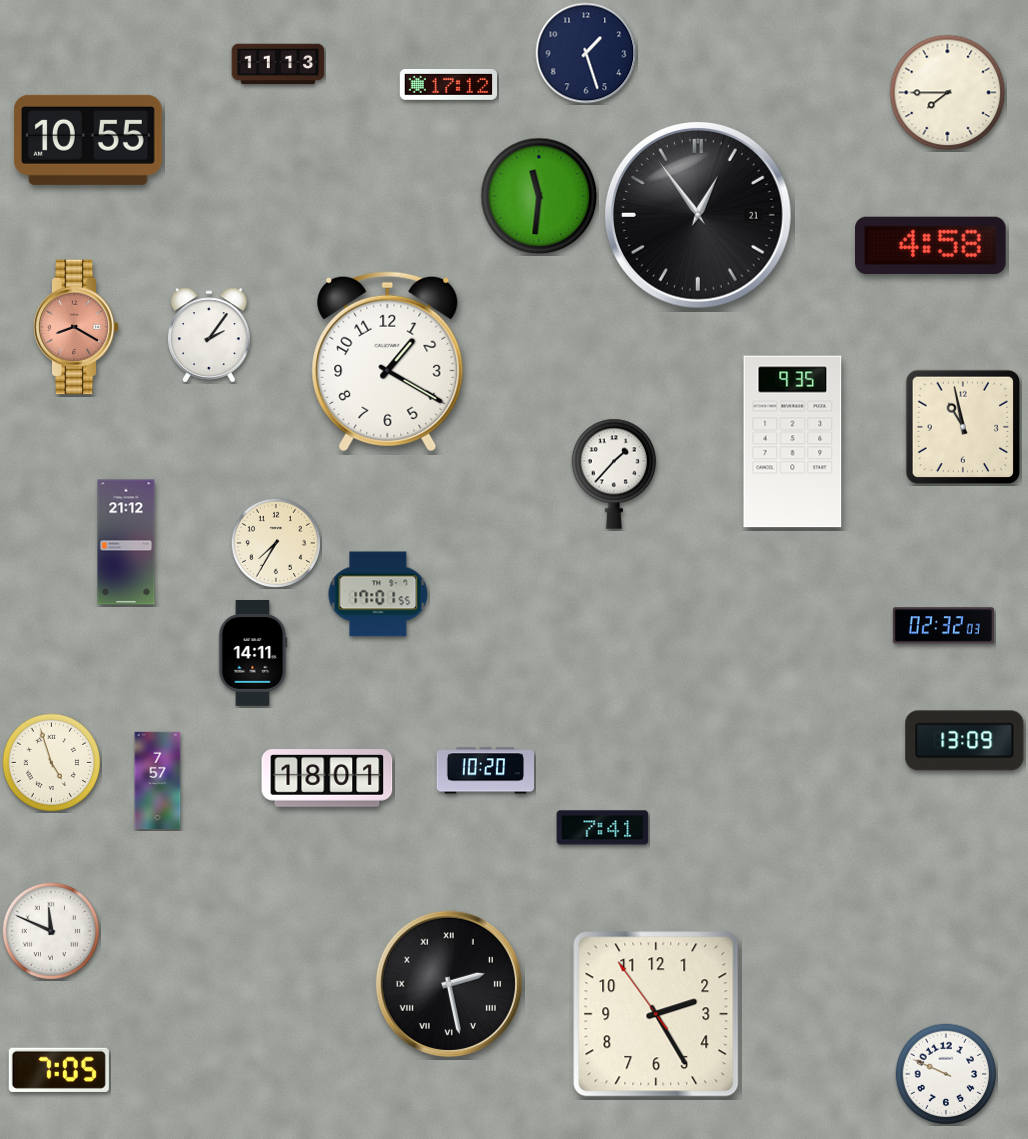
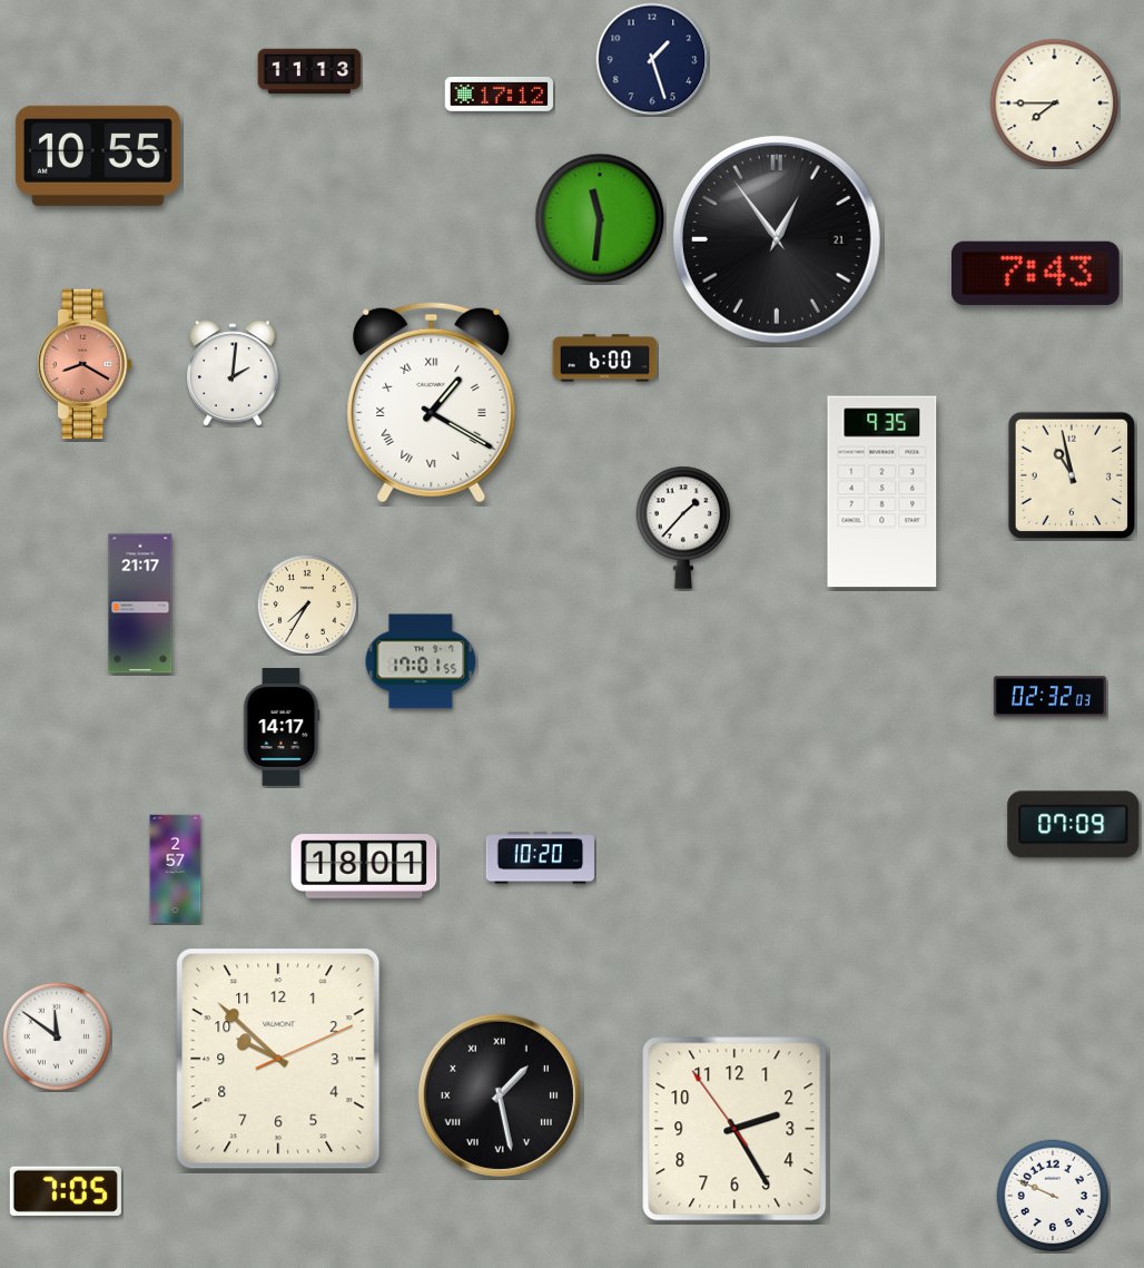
clock at (931, 245): 4:58 -> 7:43
clock at (605, 358): none -> 6:00
clock at (209, 335): 2:06 -> 2:01
clock at (388, 361) numerals: Arabic -> Roman
clock at (126, 542): 21:12 -> 21:17
clock at (253, 654): 14:11 -> 14:17
clock at (965, 741): 13:09 -> 07:09
clock at (52, 763): 4:57 -> none
clock at (158, 781): 7:57 -> 2:57
clock at (603, 828): 7:41 -> none
clock at (51, 931): 11:49 -> 11:51
clock at (278, 1059): none -> 9:52
clock at (449, 984): 2:28 -> 1:28
clock at (656, 1014) position: (656, 1014) -> (734, 1129)
